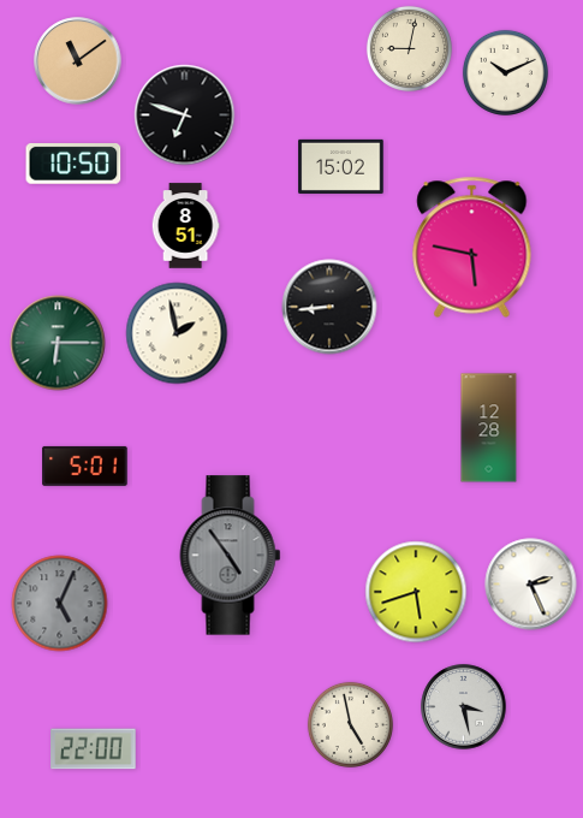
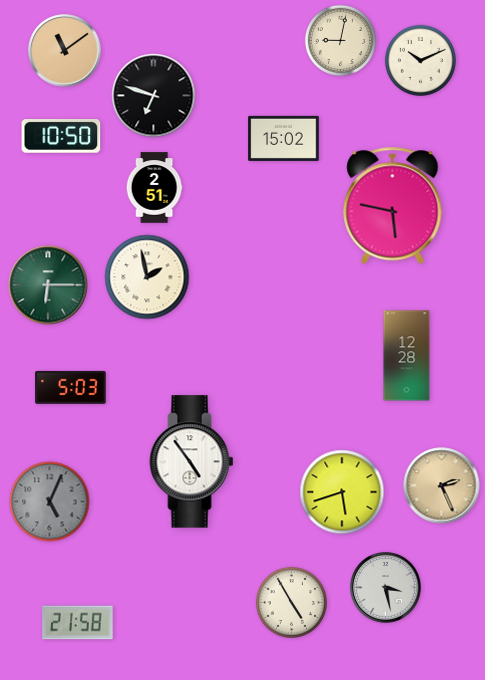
clock at (185, 226): 8:51 -> 2:51
clock at (329, 307): 8:44 -> none
clock at (85, 466): 5:01 -> 5:03
clock at (231, 556) dial: grey -> white
clock at (531, 585) dial: white -> champagne
clock at (416, 592) position: (416, 592) -> (342, 492)
clock at (350, 724): 4:58 -> 4:55
clock at (94, 749): 22:00 -> 21:58
